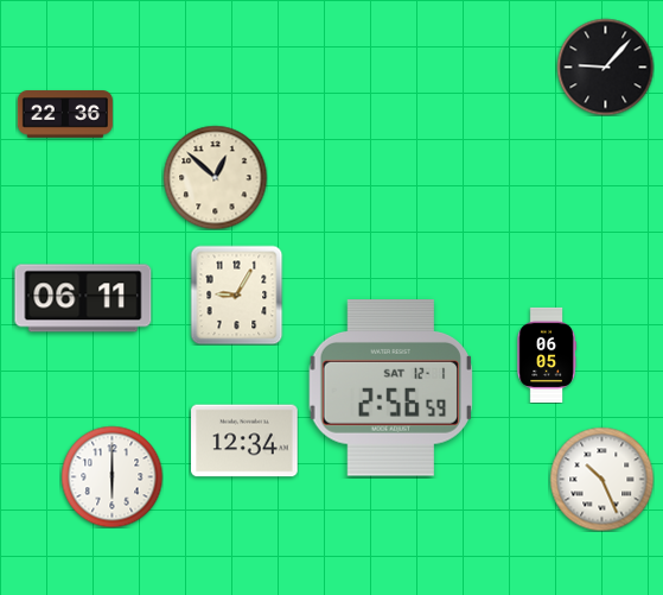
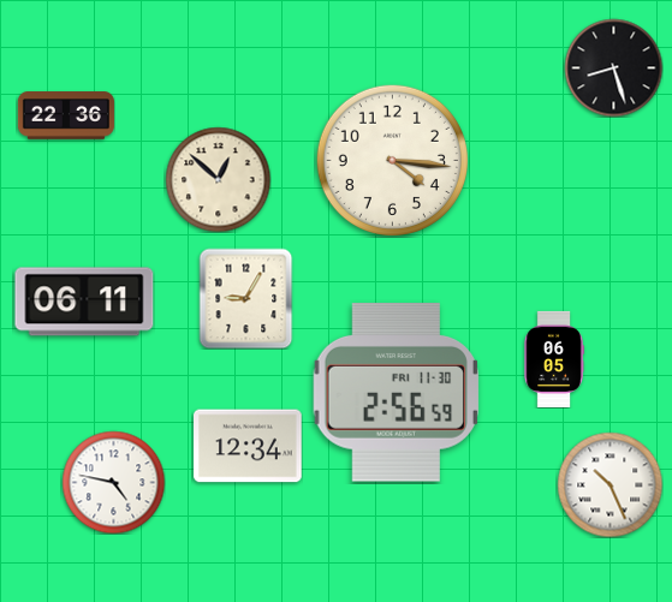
clock at (605, 67): 9:07 -> 8:27
clock at (392, 160): none -> 4:16
clock at (237, 295) position: (237, 295) -> (246, 298)
clock at (390, 388) date: SAT 12-1 -> FRI 11-30
clock at (111, 476): 6:00 -> 4:47
